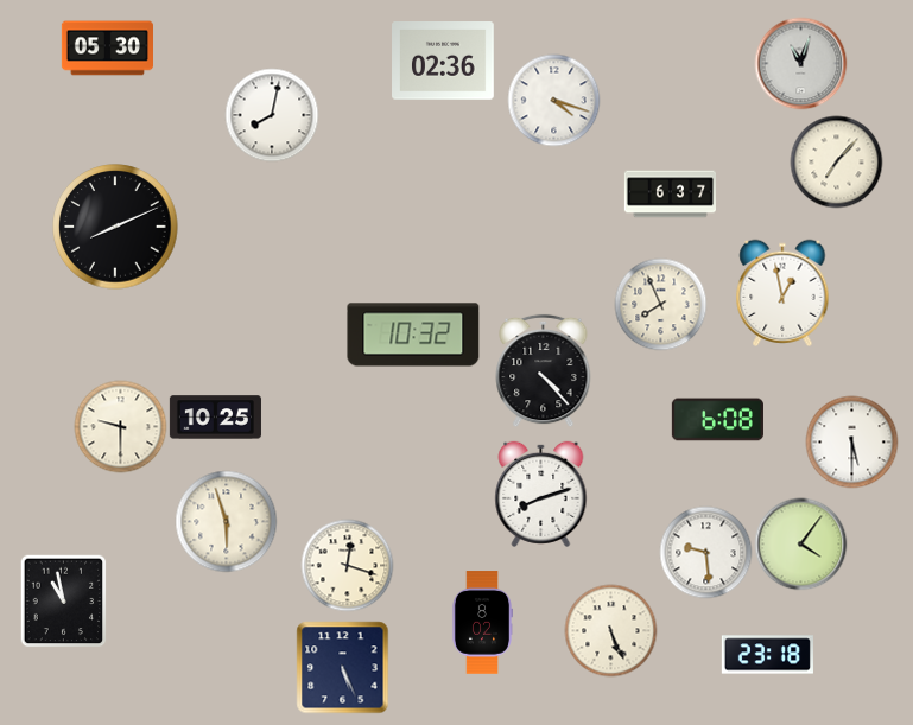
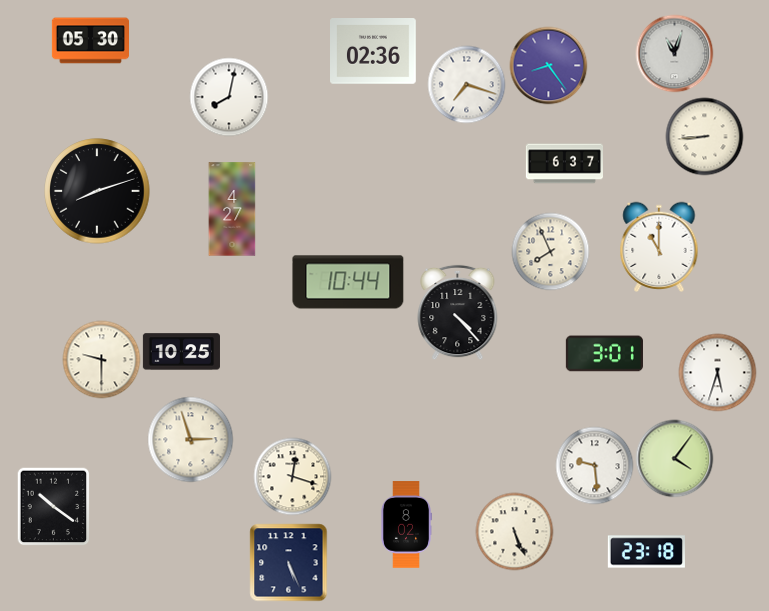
clock at (548, 65): none -> 8:24
clock at (553, 100): 4:18 -> 7:18
clock at (836, 161): 7:07 -> 8:44
clock at (115, 227): 8:11 -> 8:12
clock at (232, 209): none -> 4:27
clock at (782, 292): 12:58 -> 11:00
clock at (660, 304) position: (660, 304) -> (550, 251)
clock at (413, 335): 10:32 -> 10:44
clock at (717, 420): 6:08 -> 3:01
clock at (851, 441): 5:30 -> 5:33
clock at (541, 494): 8:12 -> none
clock at (226, 521): 5:57 -> 2:57
clock at (64, 600): 10:58 -> 10:21
